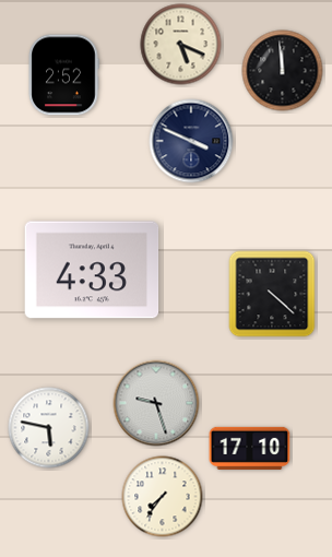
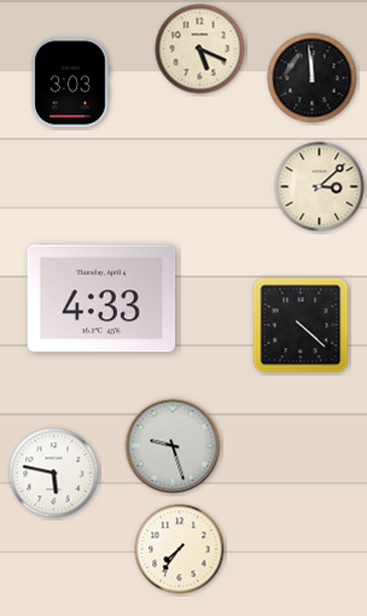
clock at (63, 75): 2:52 -> 3:03
clock at (191, 141): 3:49 -> none
clock at (320, 187): none -> 3:08
clock at (250, 448): 17:10 -> none
